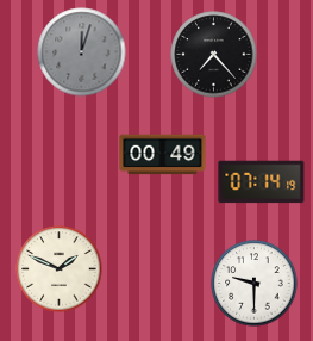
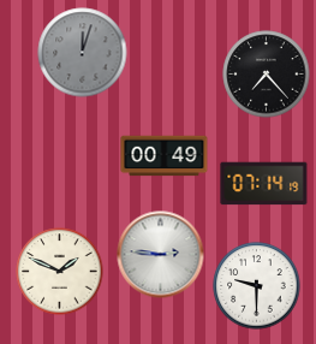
clock at (214, 55) position: (214, 55) -> (267, 75)
clock at (161, 255): none -> 2:46
